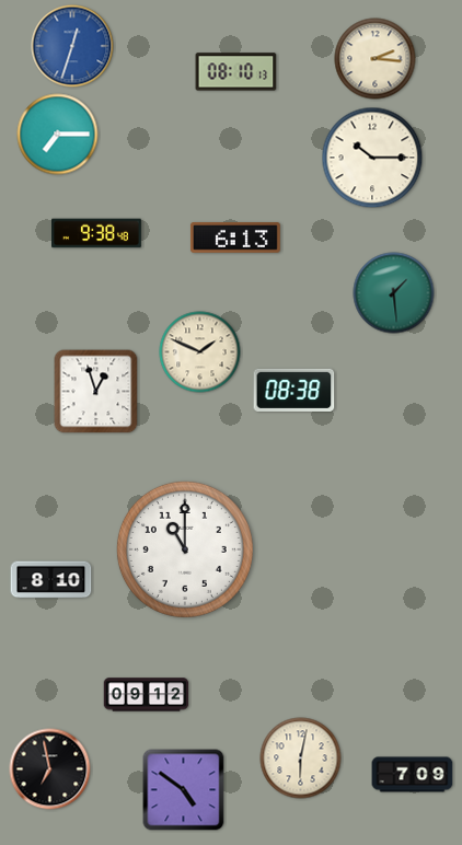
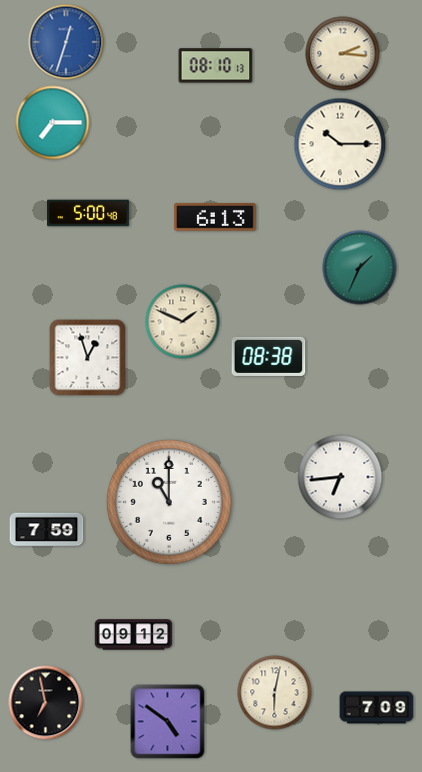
clock at (97, 233): 9:38 -> 5:00
clock at (394, 293): 1:29 -> 1:34
clock at (340, 477): none -> 6:44
clock at (51, 580): 8:10 -> 7:59
